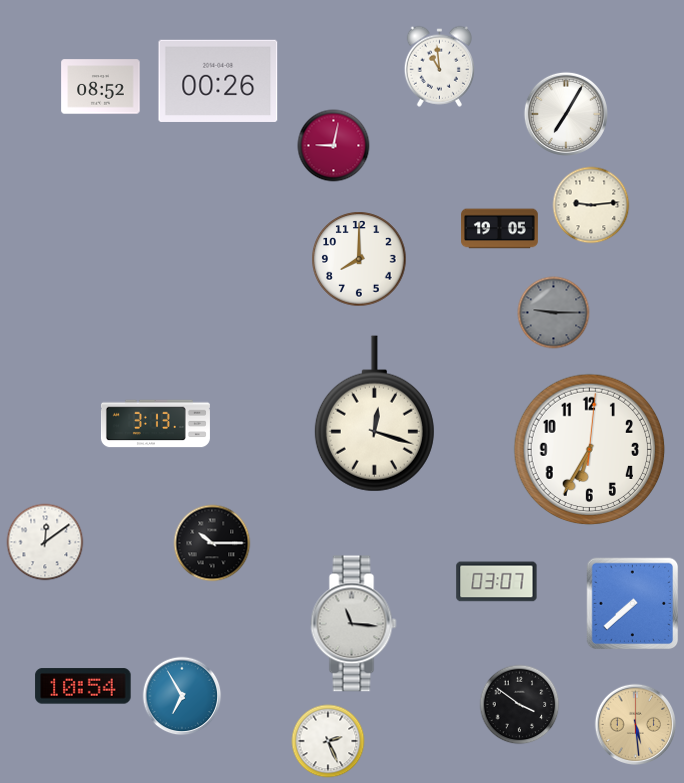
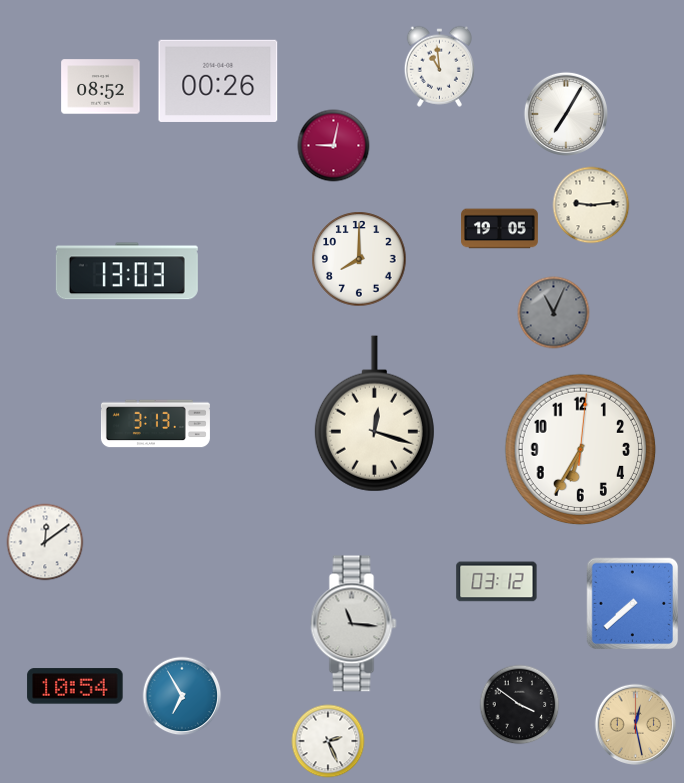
clock at (127, 271): none -> 13:03
clock at (554, 313): 9:15 -> 11:04
clock at (590, 450) position: (590, 450) -> (581, 450)
clock at (212, 543): 10:15 -> none
clock at (497, 582): 03:07 -> 03:12
clock at (83, 686) position: (83, 686) -> (75, 686)
clock at (635, 724): 5:29 -> 12:28
